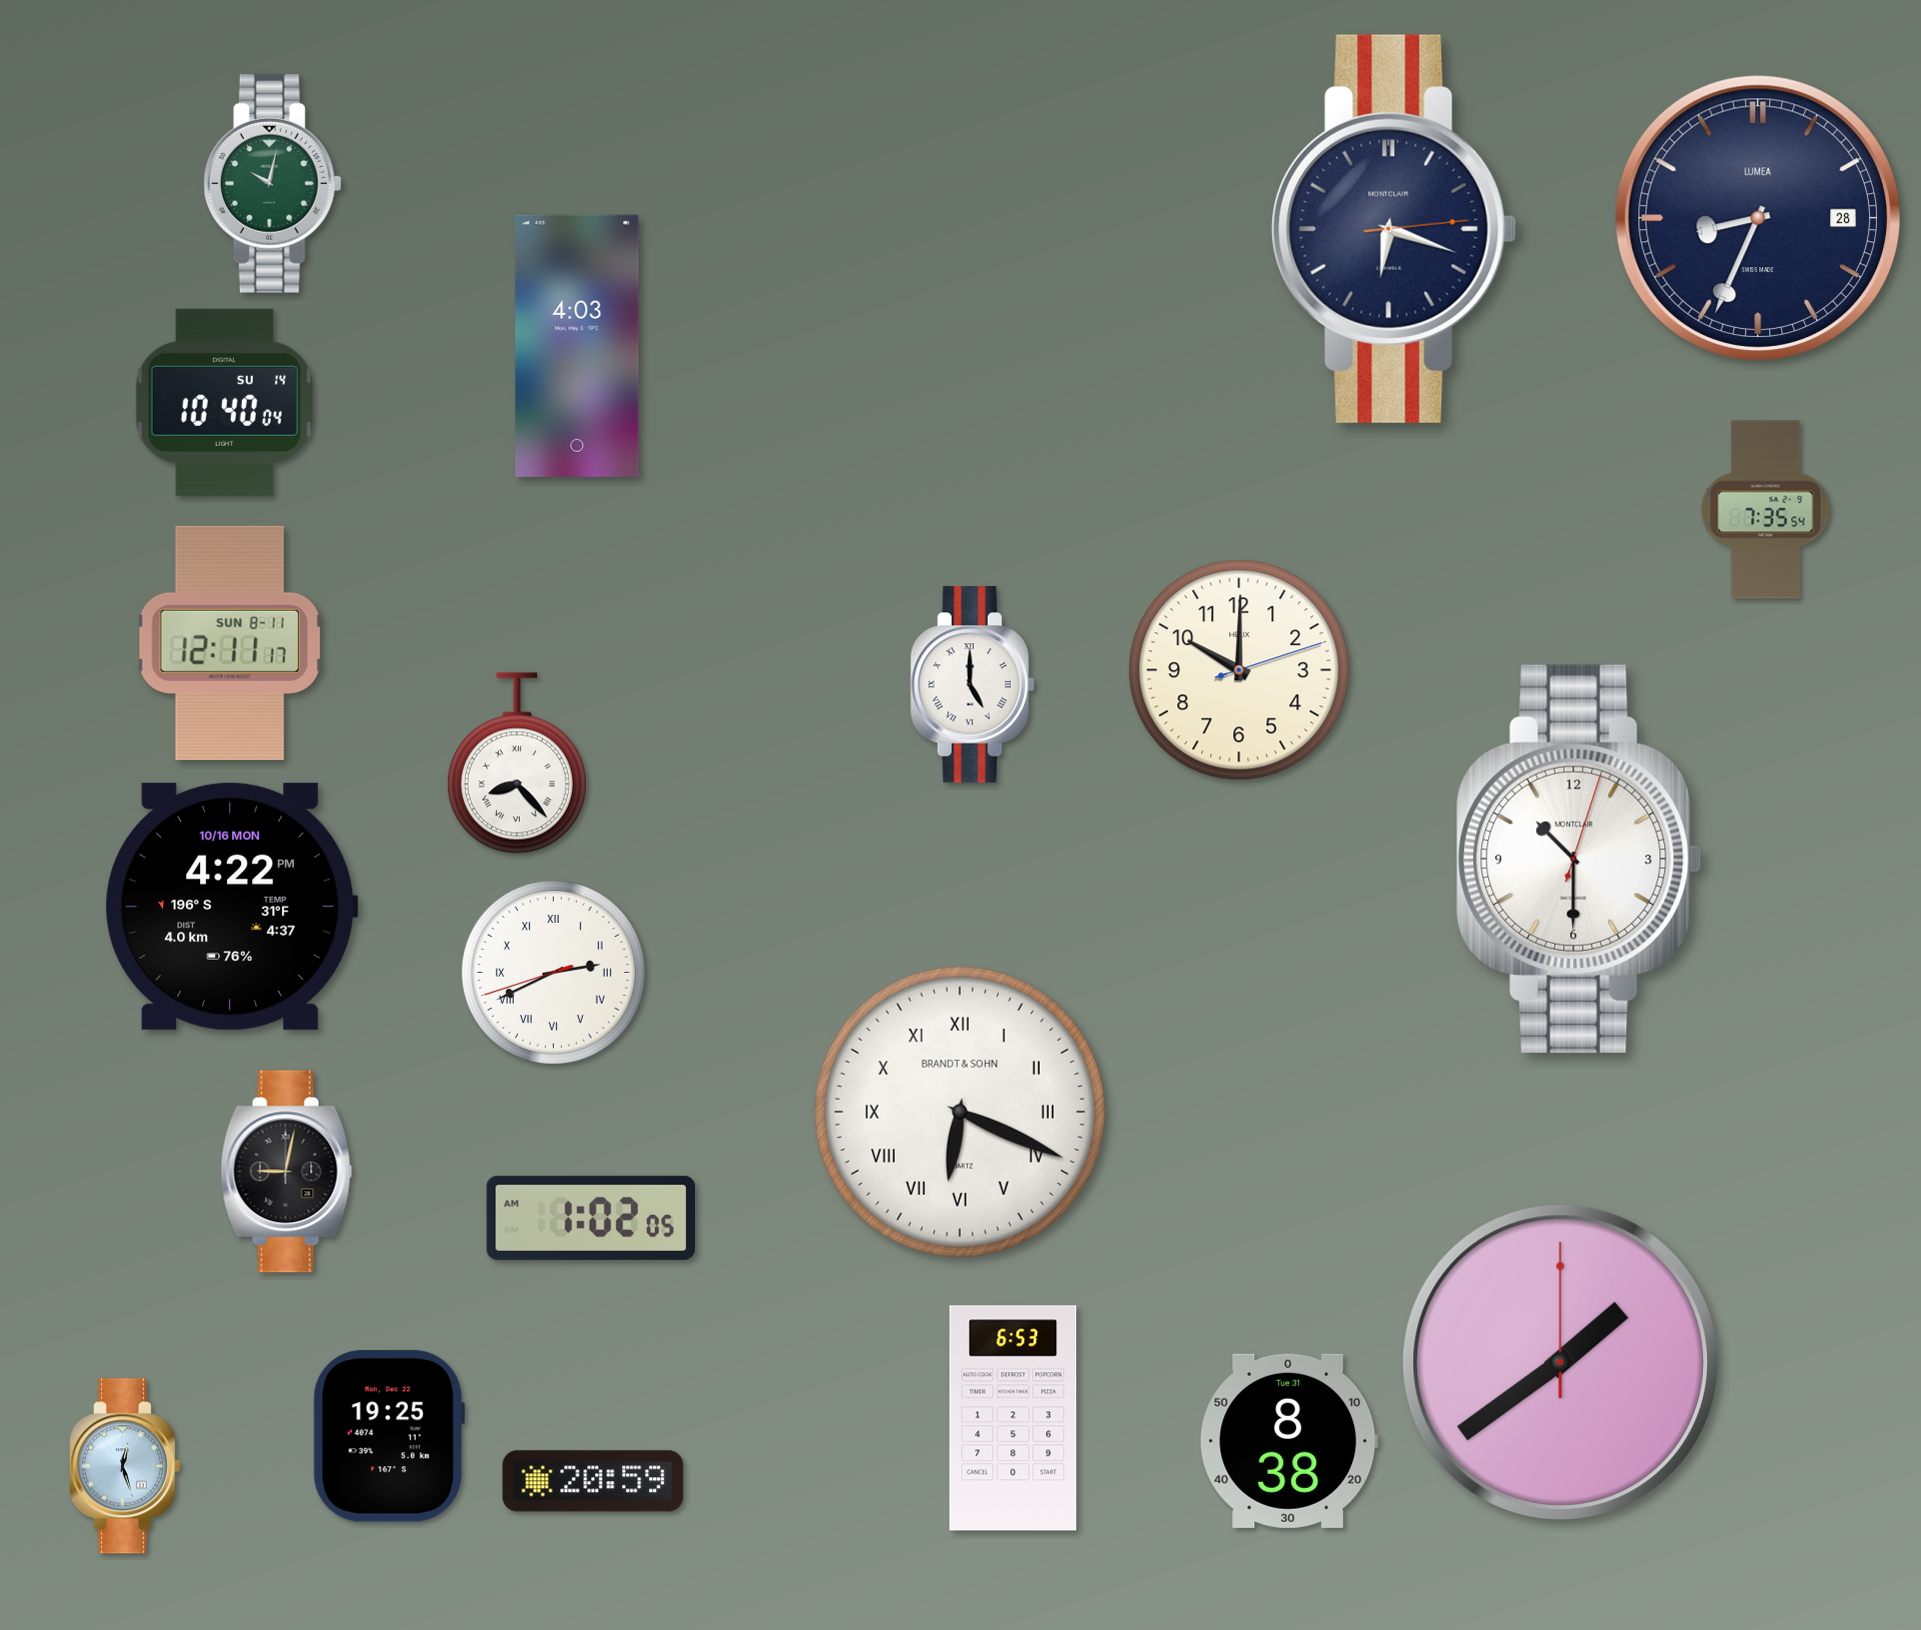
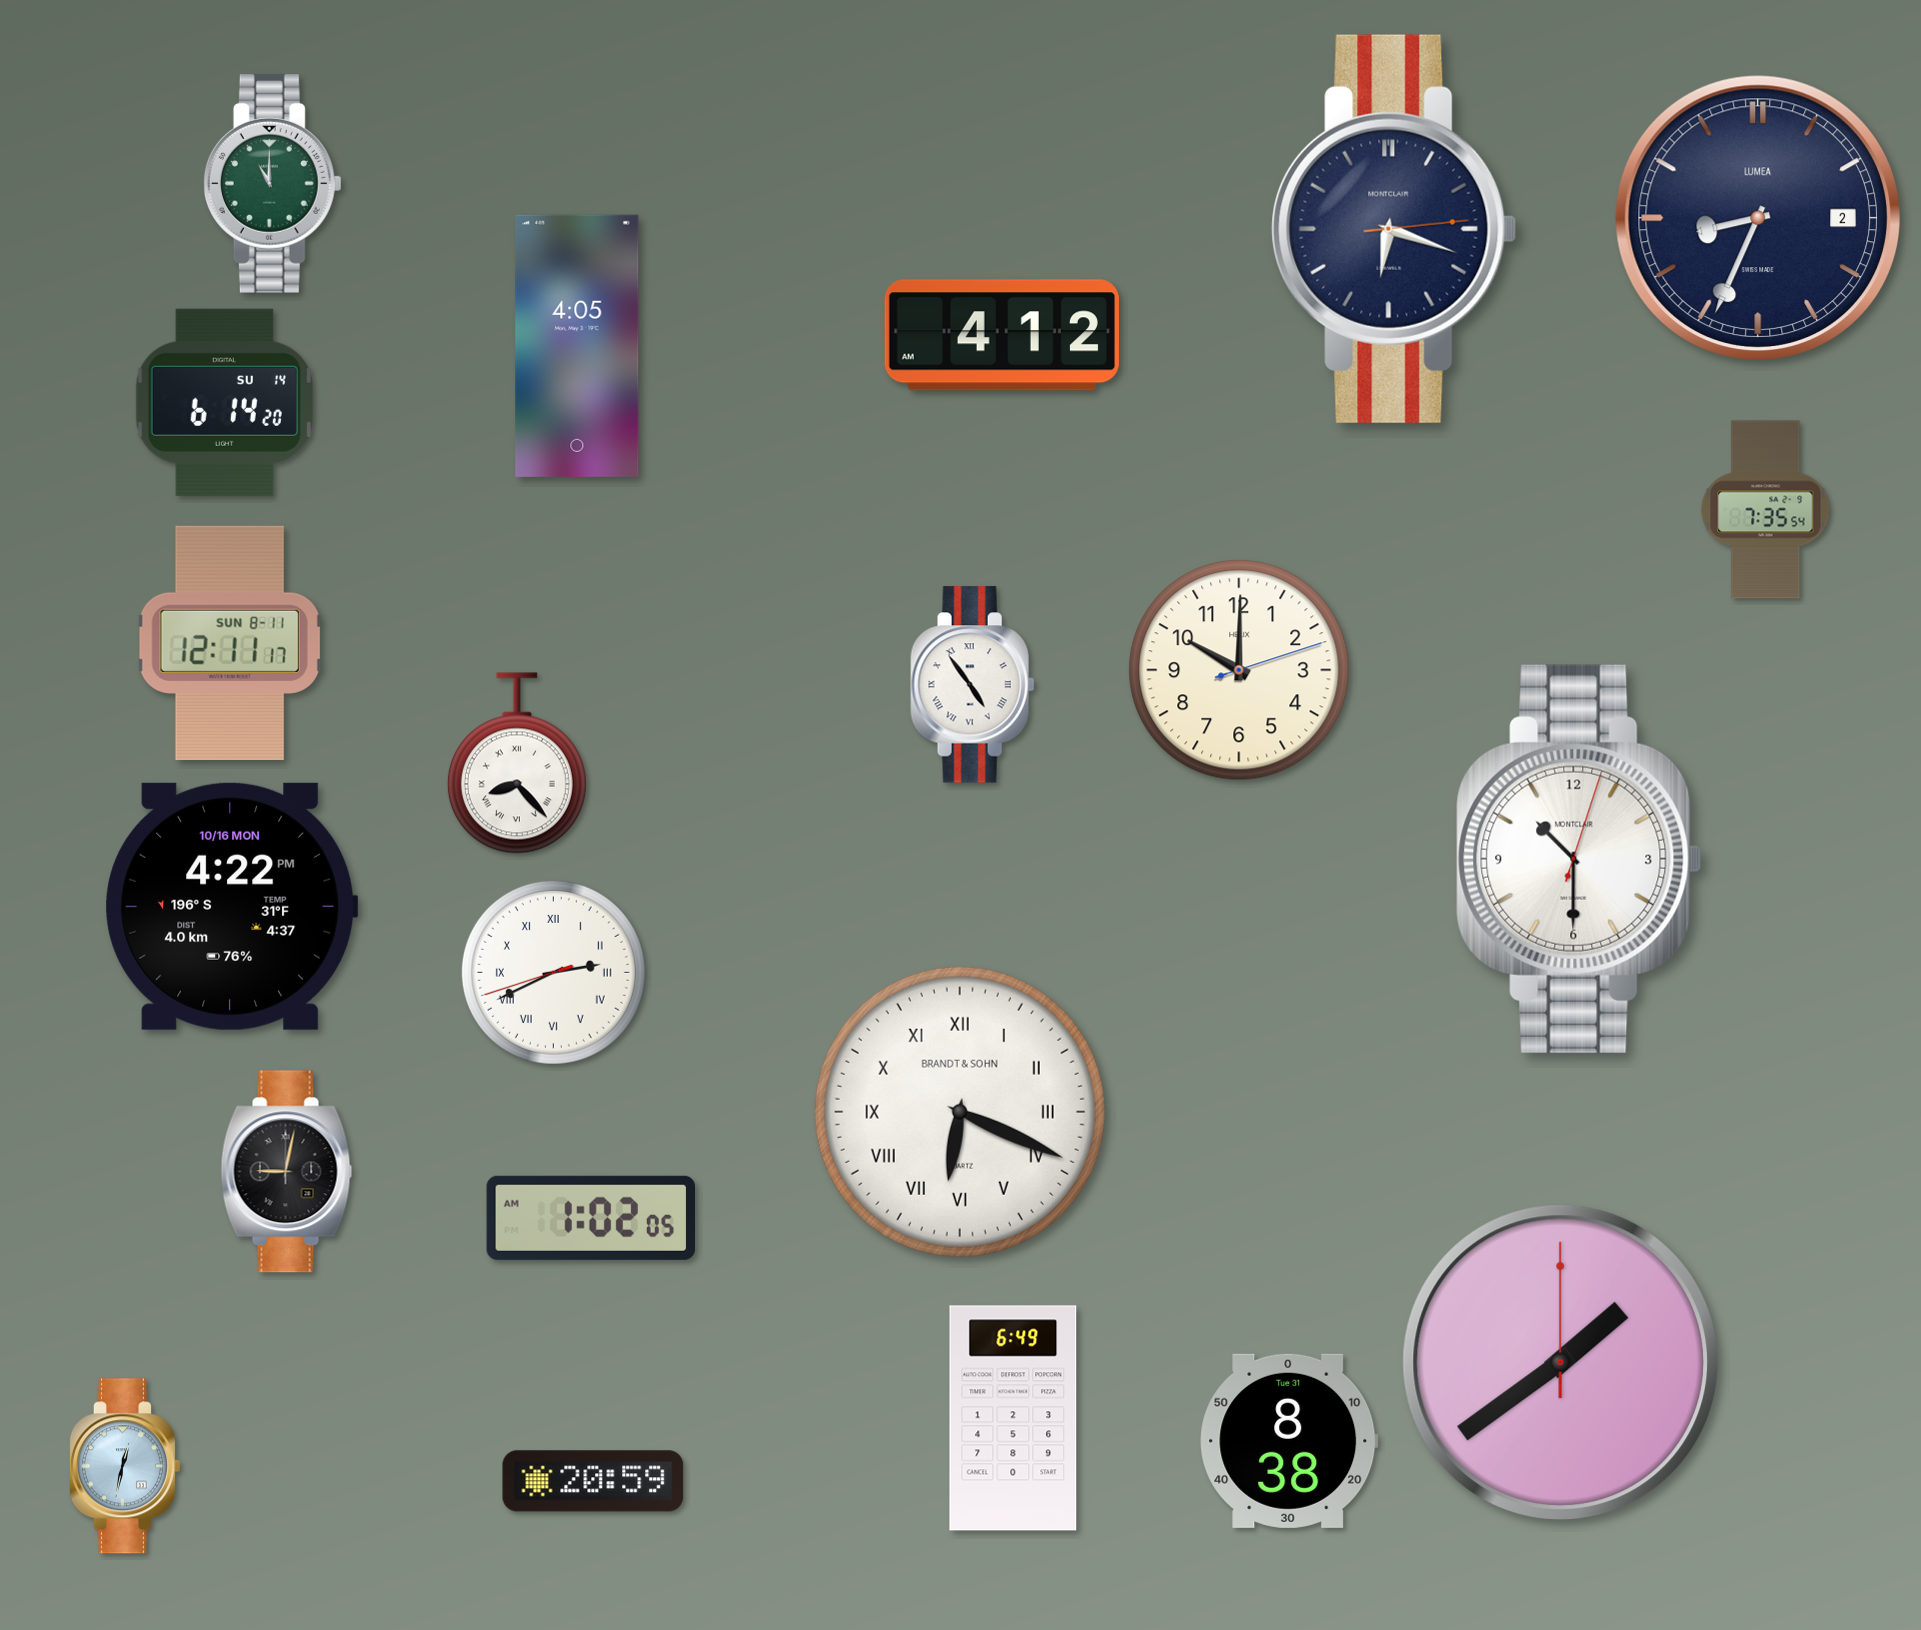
clock at (272, 183): 10:02 -> 11:00
clock at (1758, 218) date: 28 -> 2
clock at (1002, 335): none -> 4:12
clock at (577, 346): 4:03 -> 4:05
clock at (224, 402): 10:40 -> 6:14
clock at (973, 685): 5:00 -> 4:54
clock at (1013, 1418): 6:53 -> 6:49
clock at (389, 1436): 19:25 -> none
clock at (124, 1466): 12:27 -> 12:32
